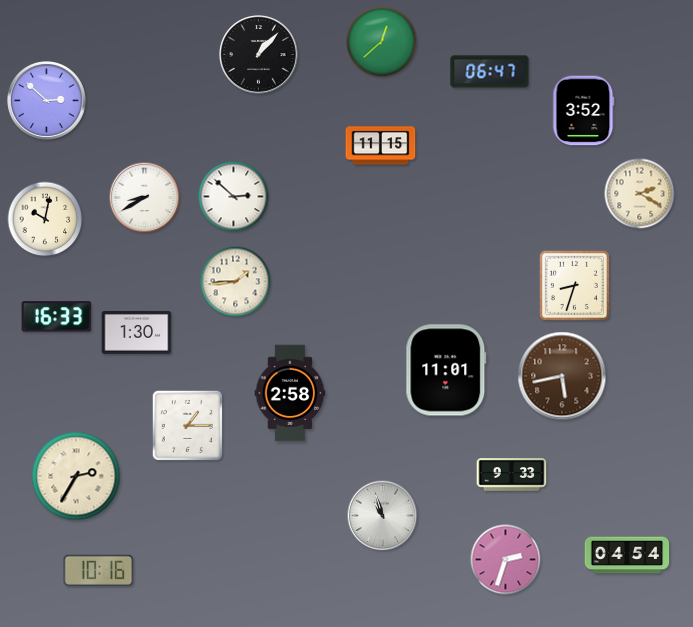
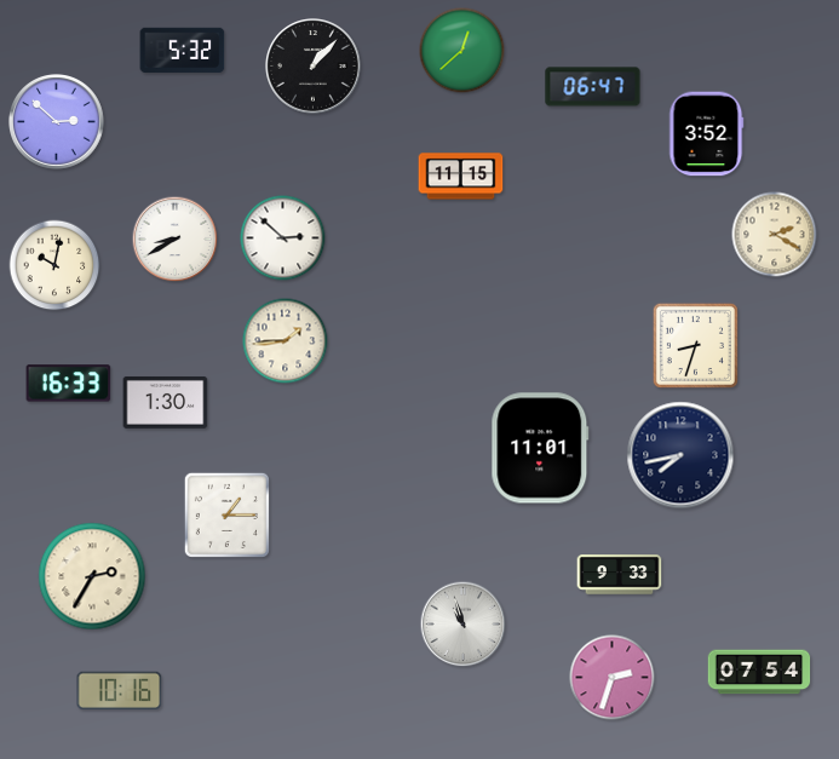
clock at (183, 50): none -> 5:32
clock at (562, 376): 5:43 -> 7:43
clock at (562, 376) dial: brown -> navy
clock at (290, 393): 2:58 -> none
clock at (627, 555): 04:54 -> 07:54
